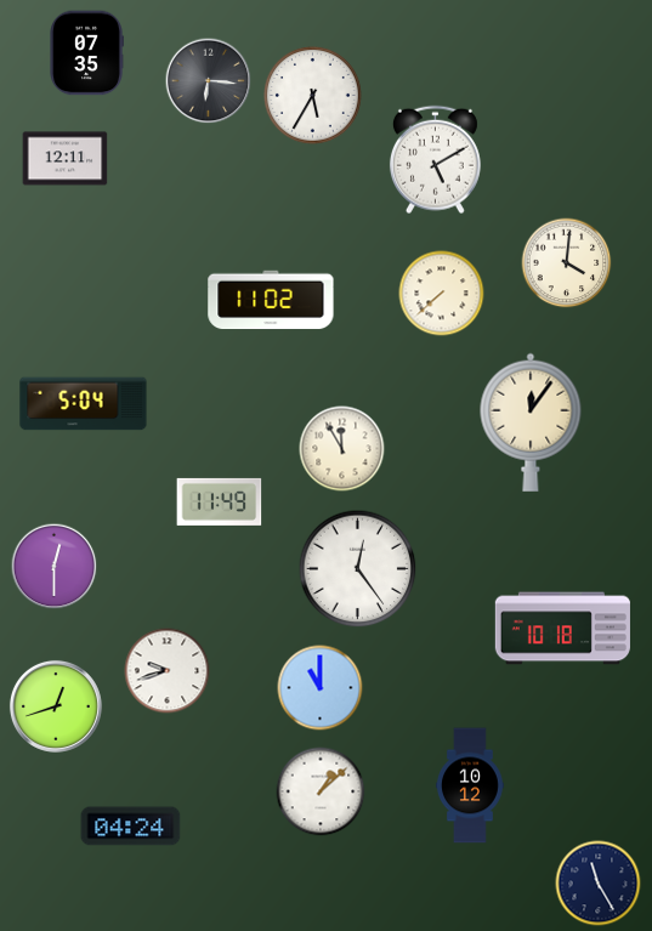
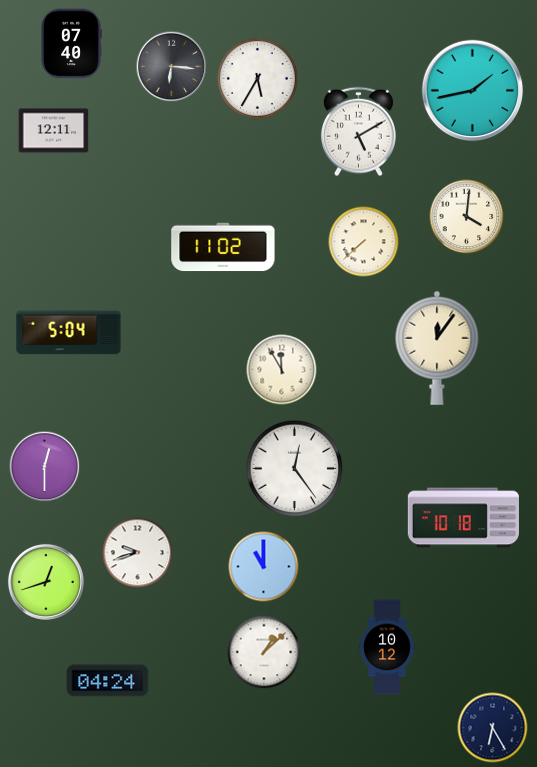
clock at (86, 53): 07:35 -> 07:40
clock at (473, 91): none -> 1:43
clock at (220, 501): 11:49 -> none
clock at (599, 884): 11:25 -> 6:25
